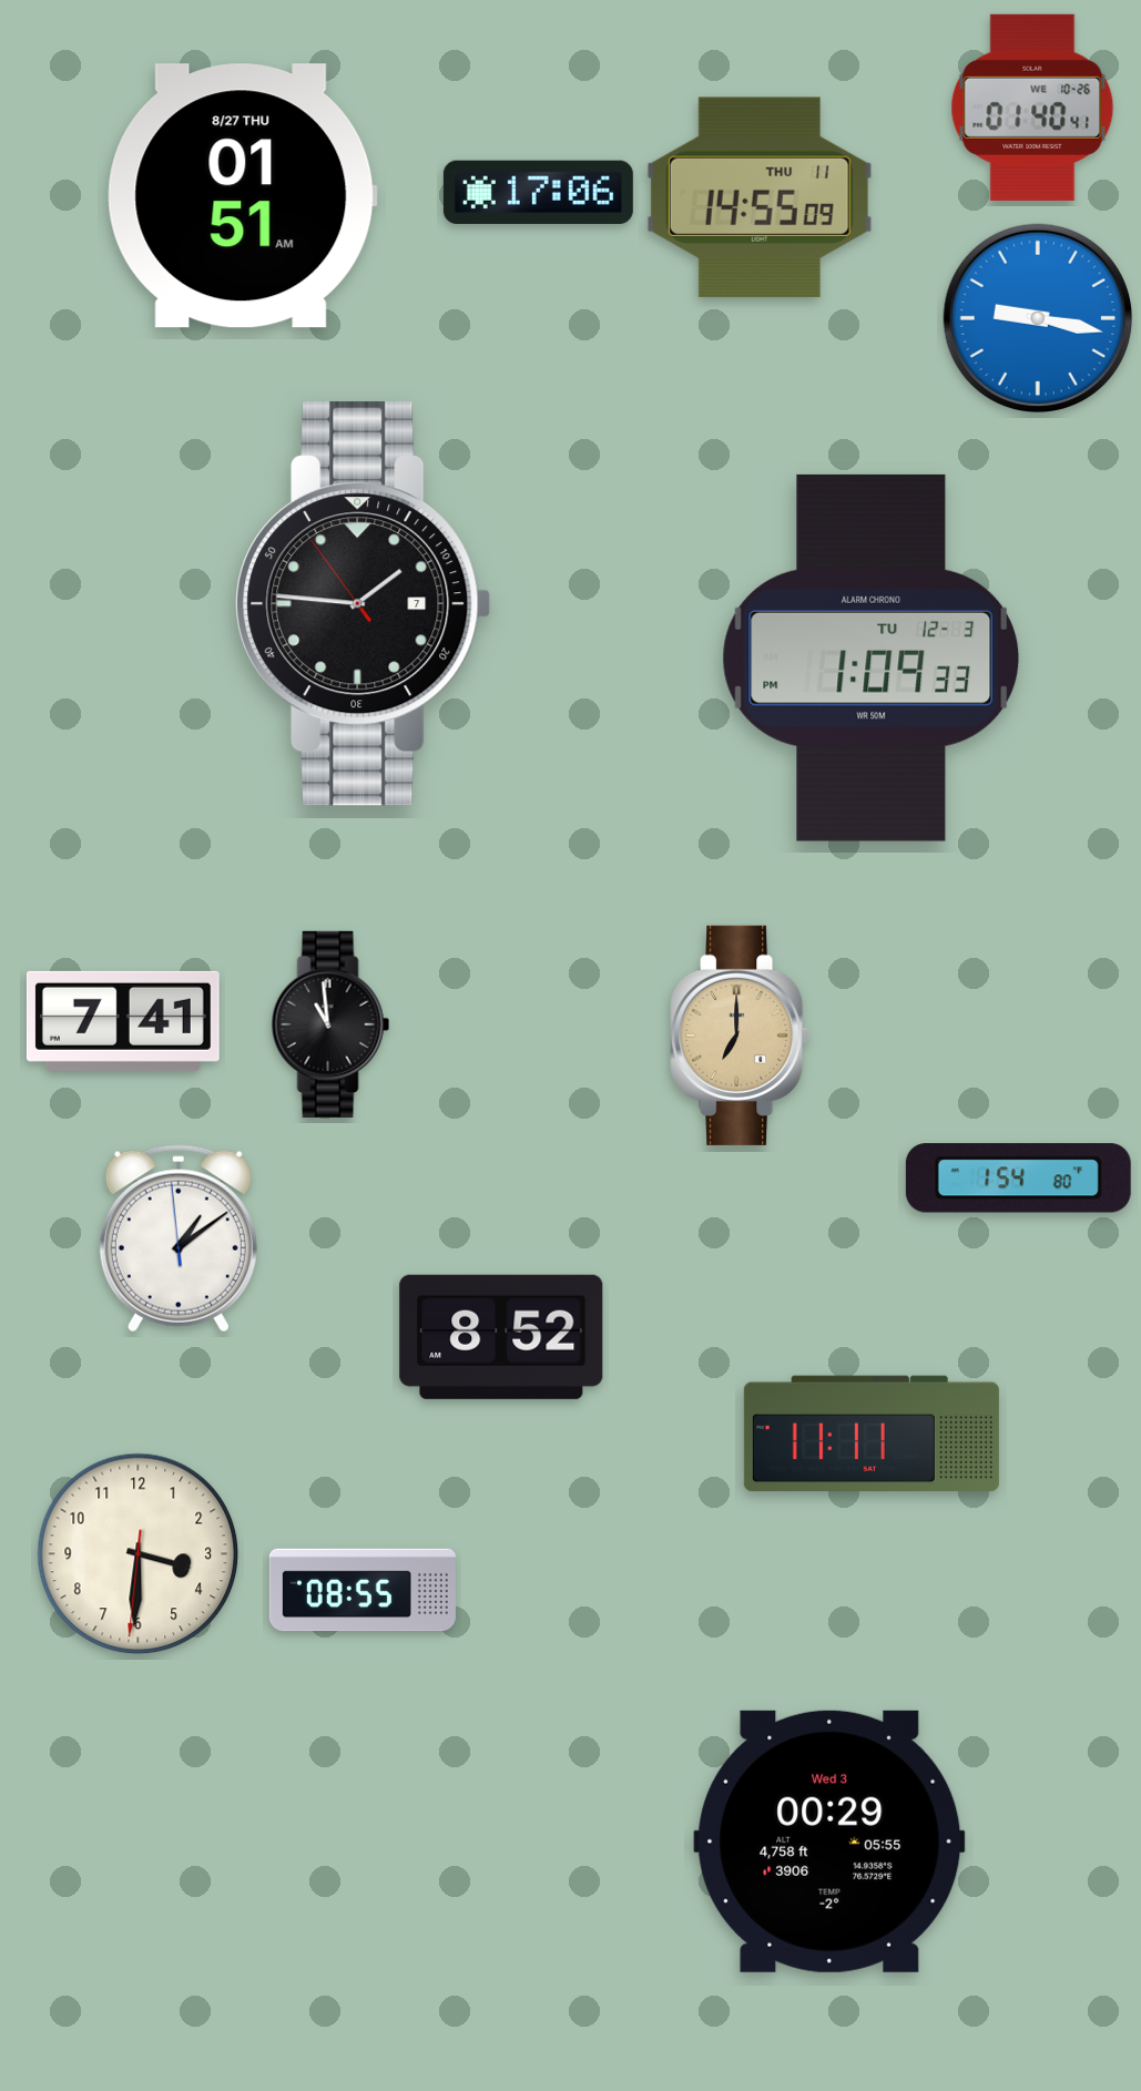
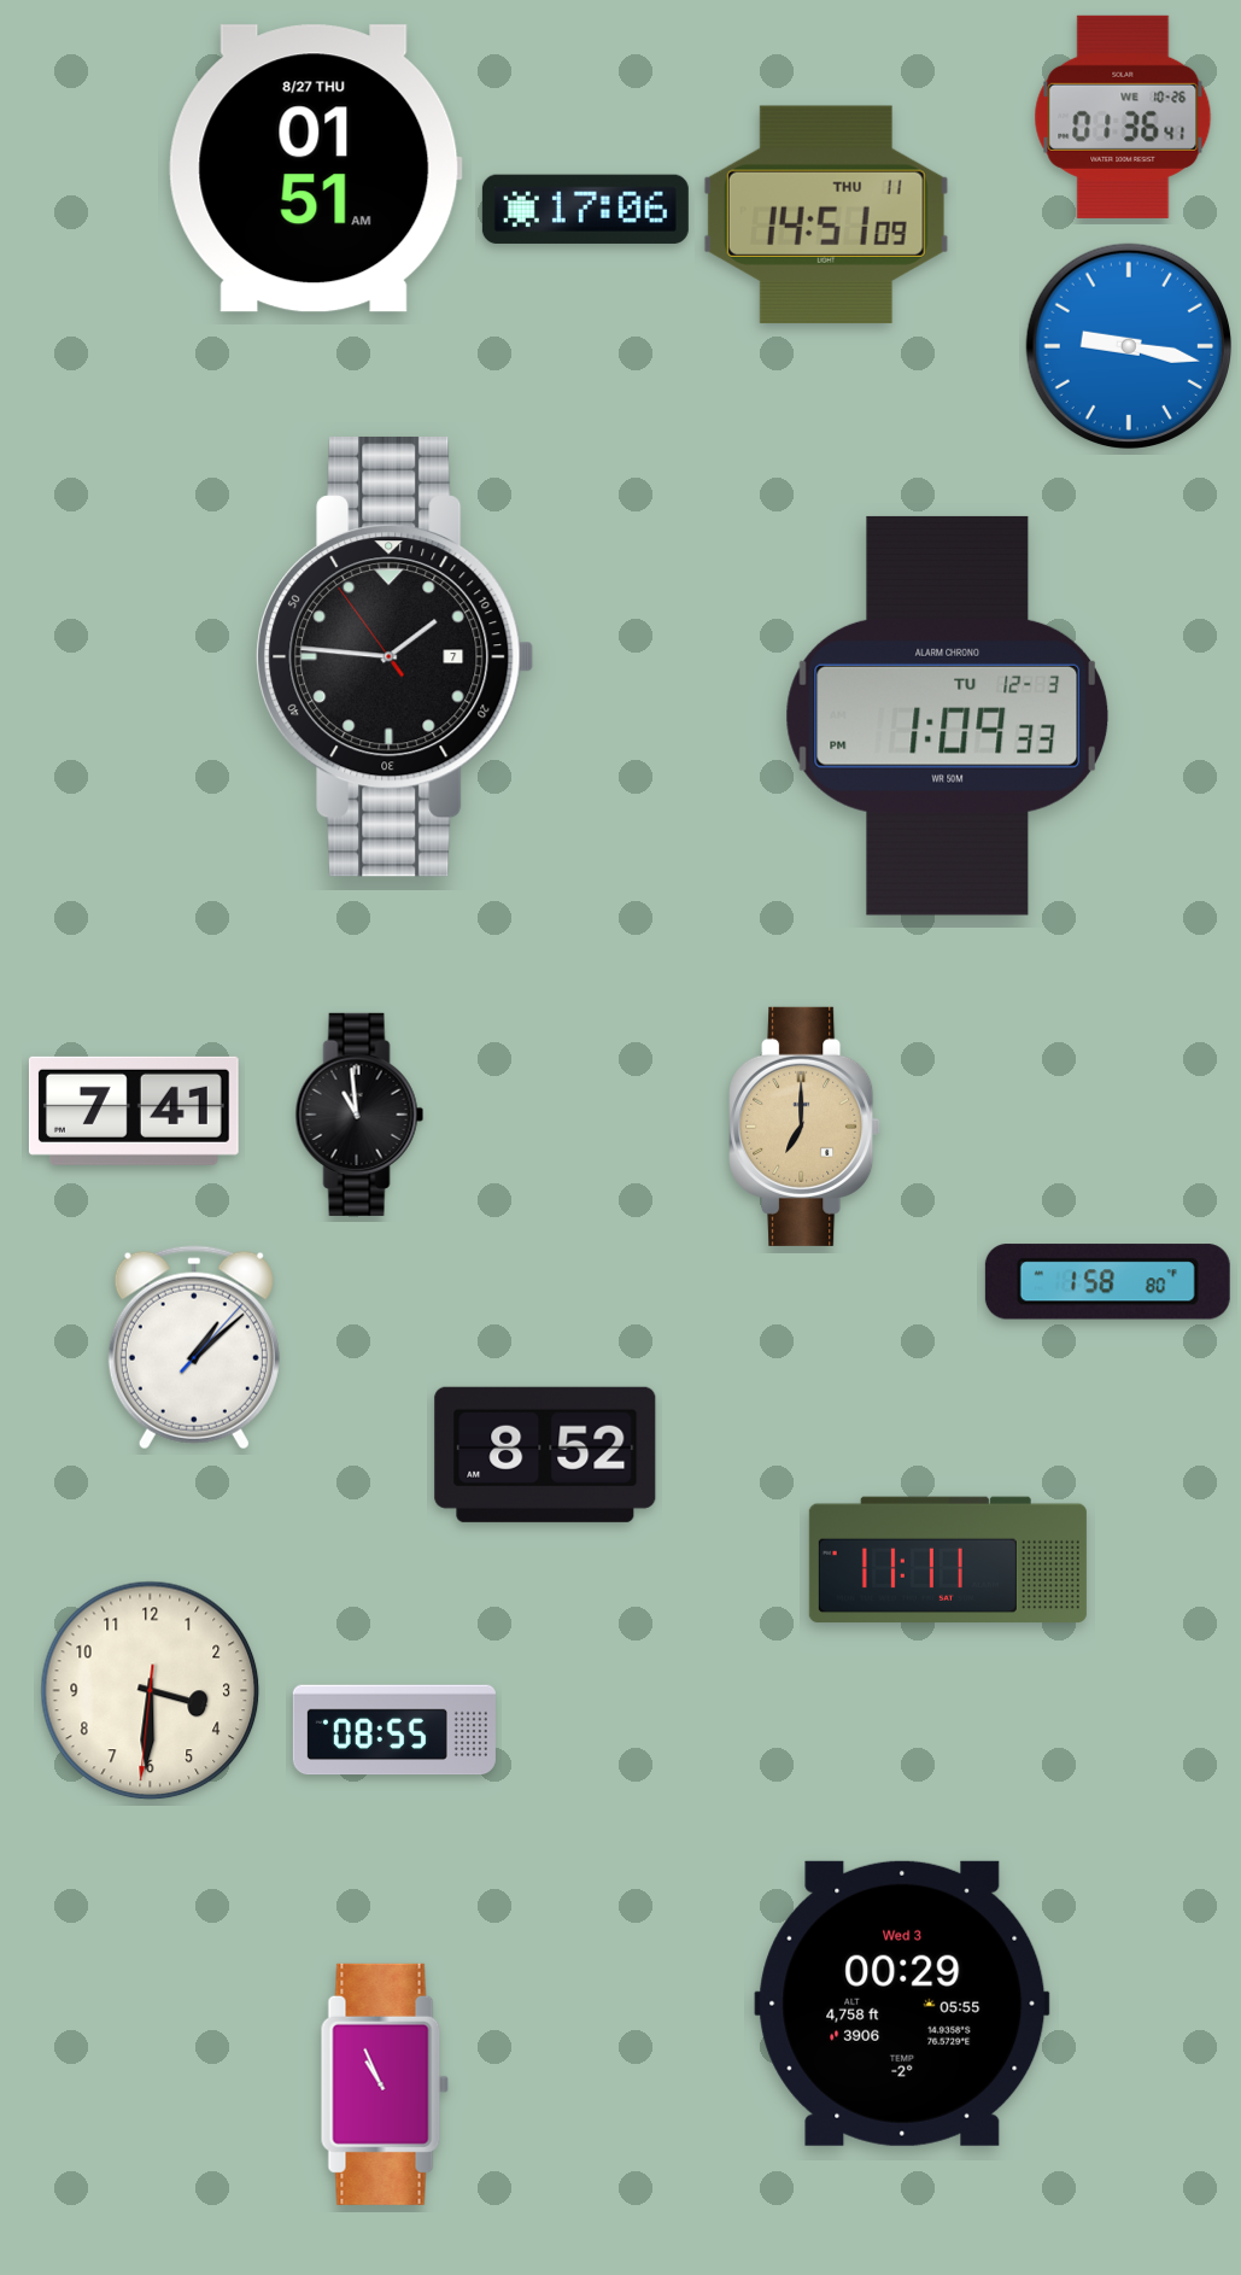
clock at (1032, 108): 01:40 -> 01:36
clock at (242, 196) position: (242, 196) -> (315, 169)
clock at (760, 197): 14:55 -> 14:51
clock at (1018, 1179): 1:54 -> 1:58
clock at (179, 1238): 1:08:59 -> 1:08:07
clock at (385, 2084): none -> 10:56
